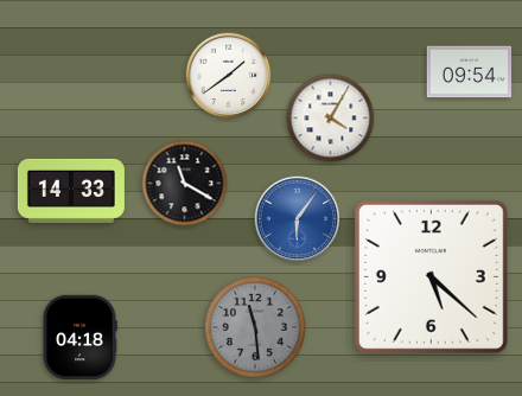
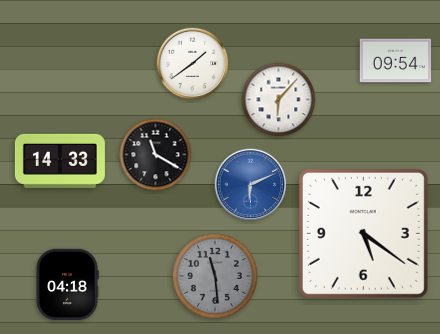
clock at (331, 119): 4:05 -> 6:07
clock at (298, 219): 6:06 -> 6:11
clock at (431, 276): 5:22 -> 5:21
